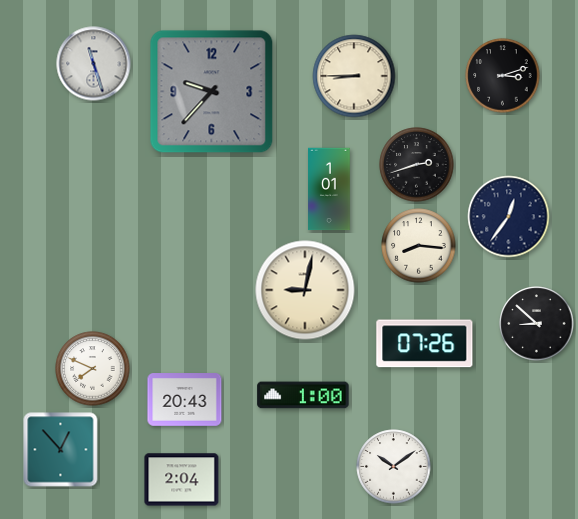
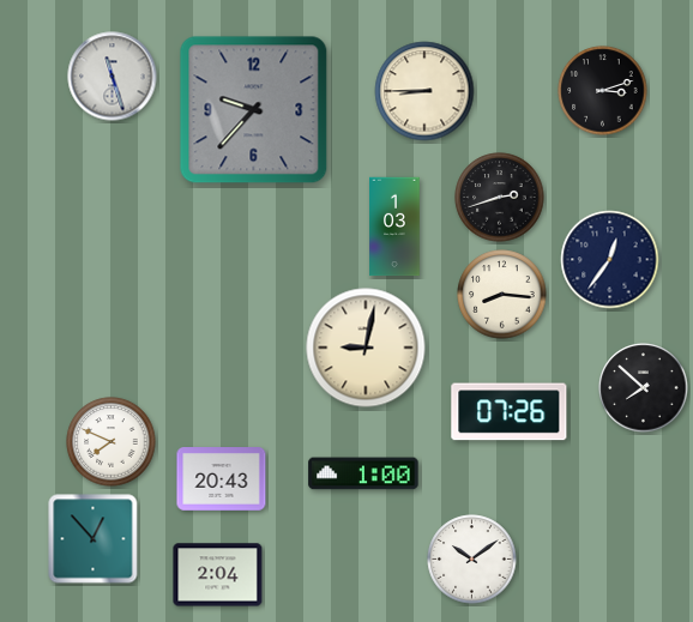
clock at (329, 189): 1:01 -> 1:03
clock at (537, 324): 8:52 -> 7:52
clock at (61, 450) position: (61, 450) -> (94, 539)
